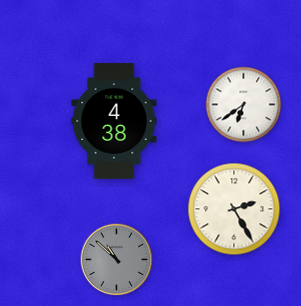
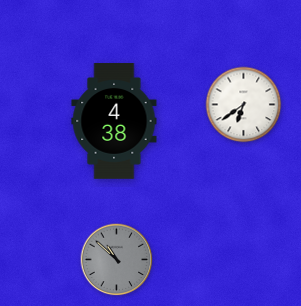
clock at (234, 209): 2:25 -> none
